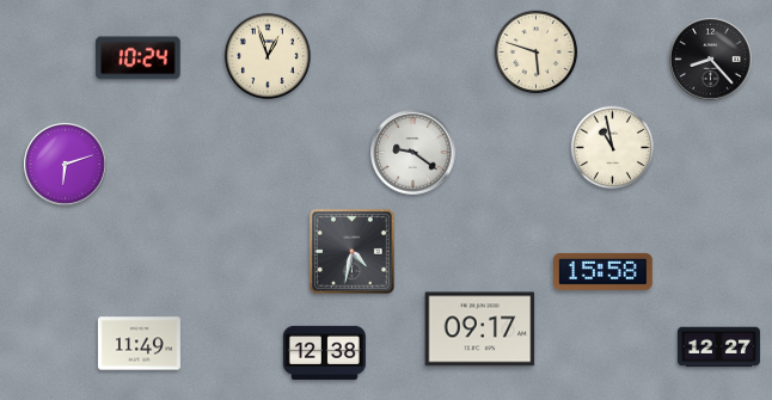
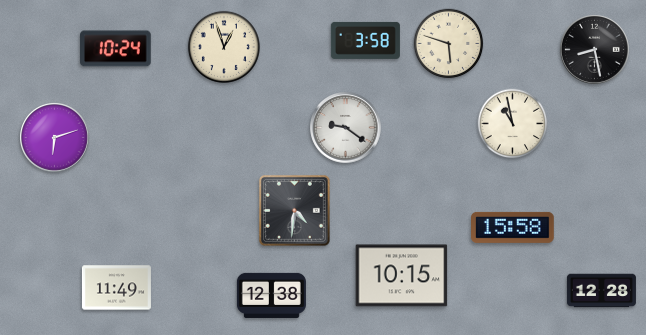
clock at (365, 40): none -> 3:58
clock at (711, 60): 8:23 -> 8:28
clock at (351, 251): 4:32 -> 4:31
clock at (603, 271) position: (603, 271) -> (513, 227)
clock at (480, 330): 09:17 -> 10:15
clock at (718, 347): 12:27 -> 12:28
